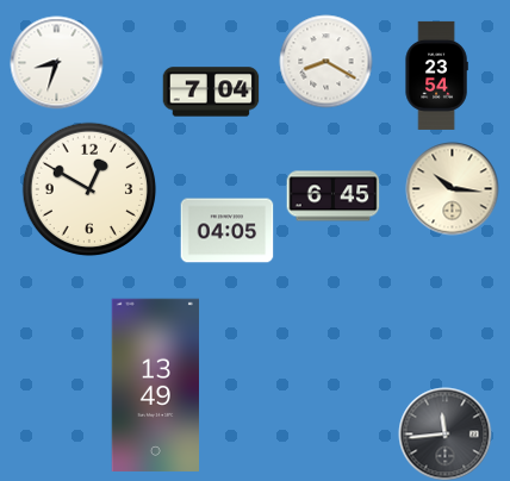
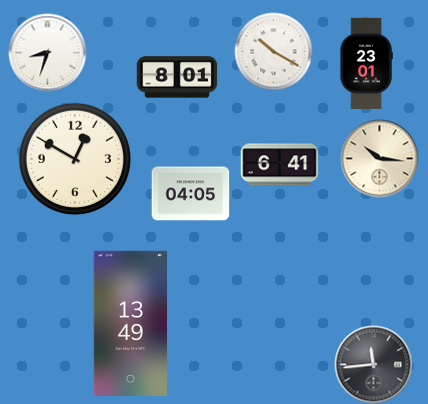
clock at (325, 61): 8:20 -> 10:20
clock at (436, 75): 23:54 -> 23:01
clock at (211, 92): 7:04 -> 8:01
clock at (332, 196): 6:45 -> 6:41
